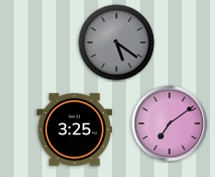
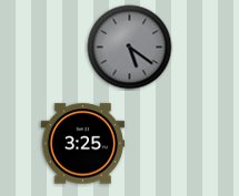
clock at (170, 124): 7:09 -> none
